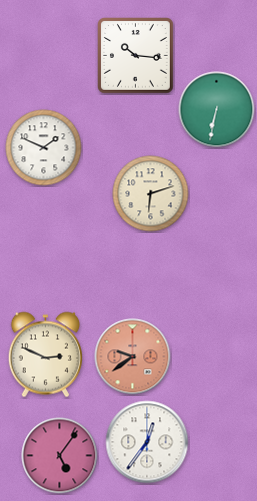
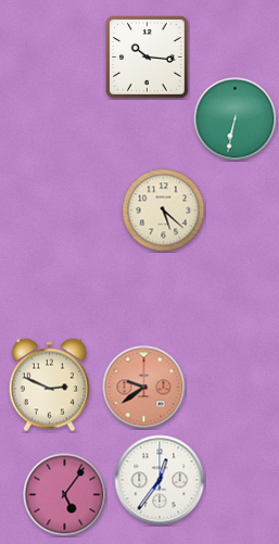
clock at (136, 56) position: (136, 56) -> (148, 58)
clock at (44, 148): 1:49 -> none
clock at (151, 194): 6:12 -> 5:22
